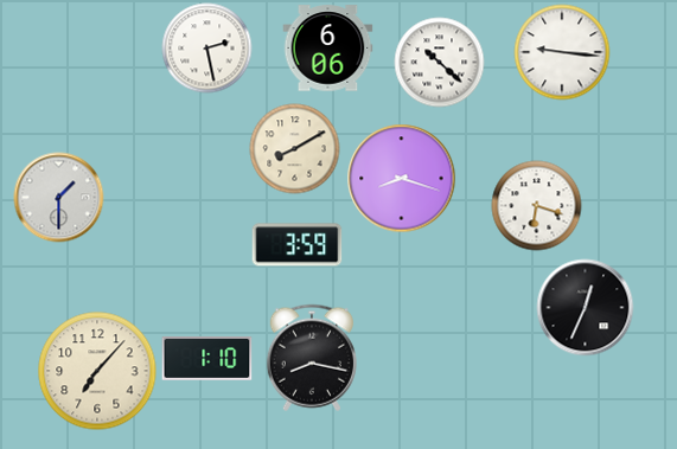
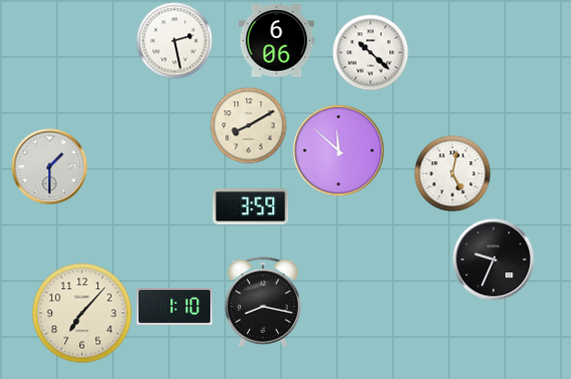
clock at (562, 52): 9:16 -> none
clock at (402, 179): 8:18 -> 11:52
clock at (537, 206): 6:18 -> 5:02
clock at (586, 308): 12:34 -> 9:34
clock at (207, 358) position: (207, 358) -> (175, 306)
